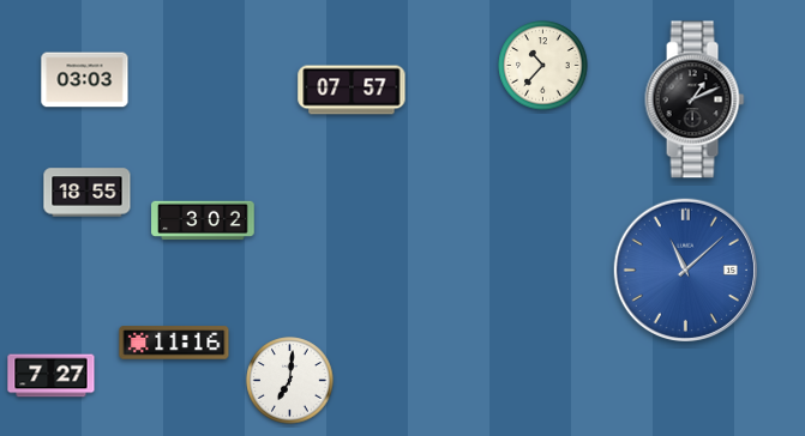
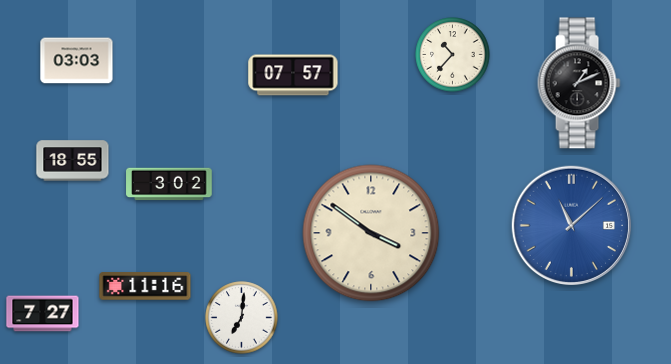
clock at (85, 80) position: (85, 80) -> (77, 61)
clock at (371, 233): none -> 3:51
